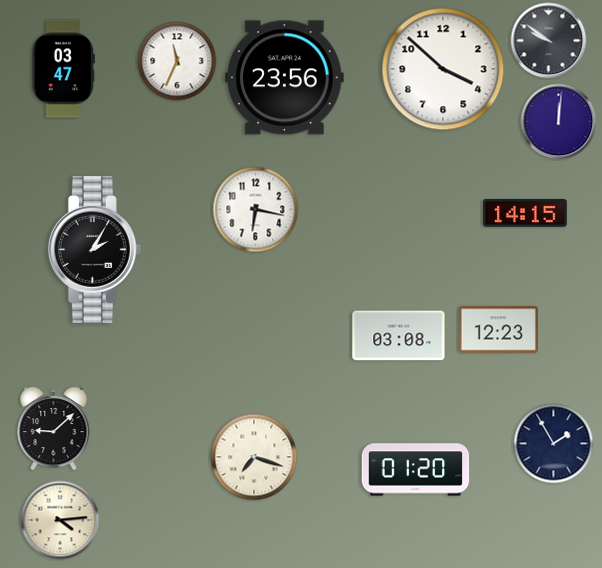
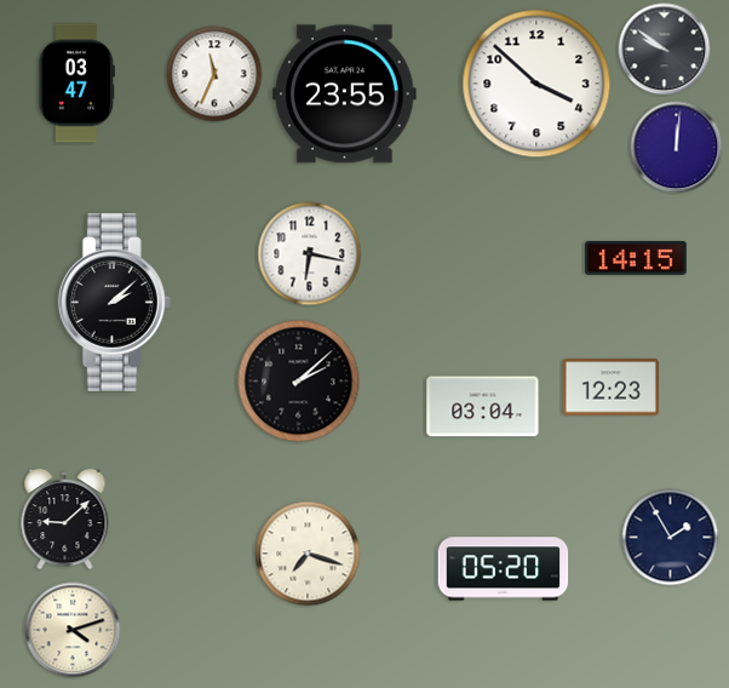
clock at (285, 78): 23:56 -> 23:55
clock at (94, 249): 2:05 -> 2:08
clock at (299, 382): none -> 2:08
clock at (498, 330) position: (498, 330) -> (610, 388)
clock at (399, 336): 03:08 -> 03:04
clock at (416, 470): 01:20 -> 05:20
clock at (60, 520): 4:14 -> 4:12
